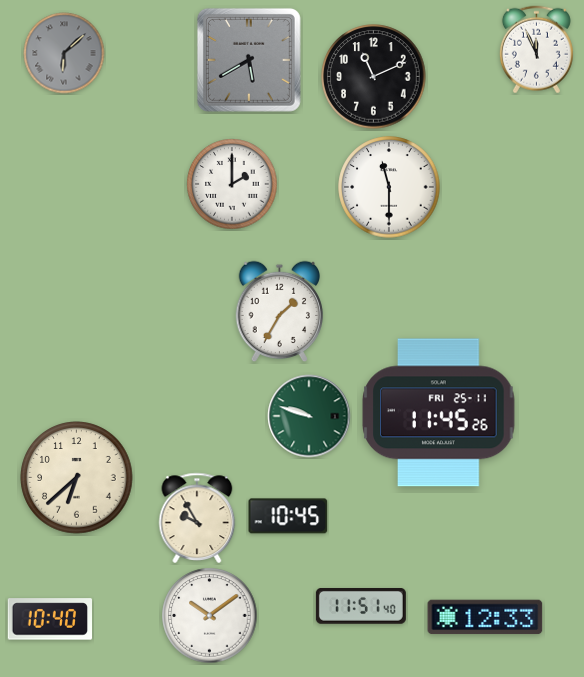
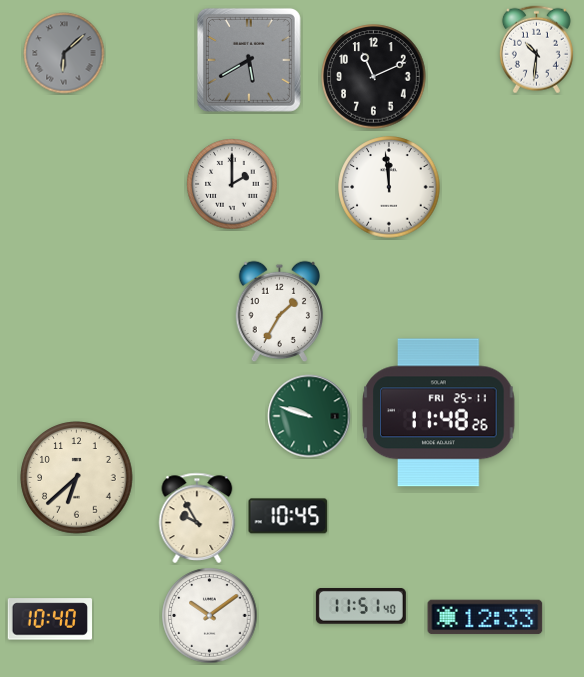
clock at (536, 50): 11:56 -> 10:31
clock at (389, 187): 11:30 -> 11:59
clock at (439, 413): 11:45 -> 11:48
